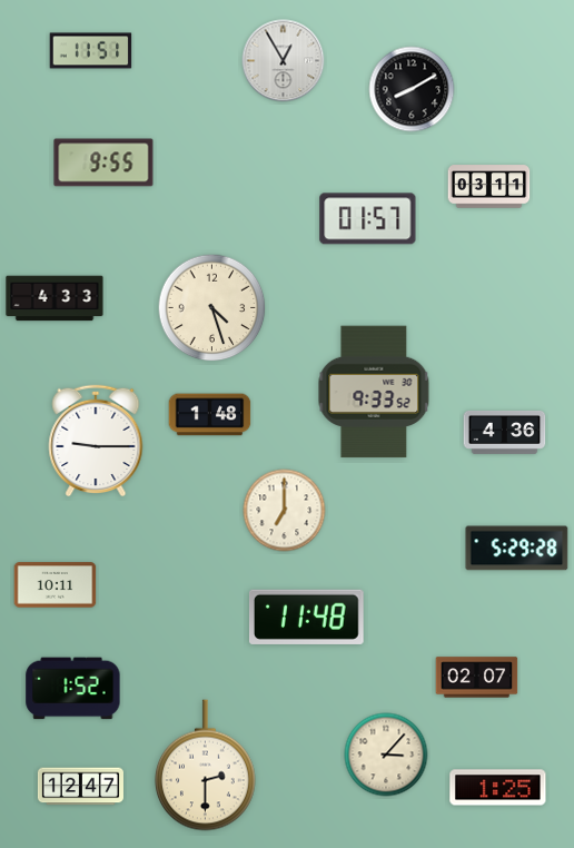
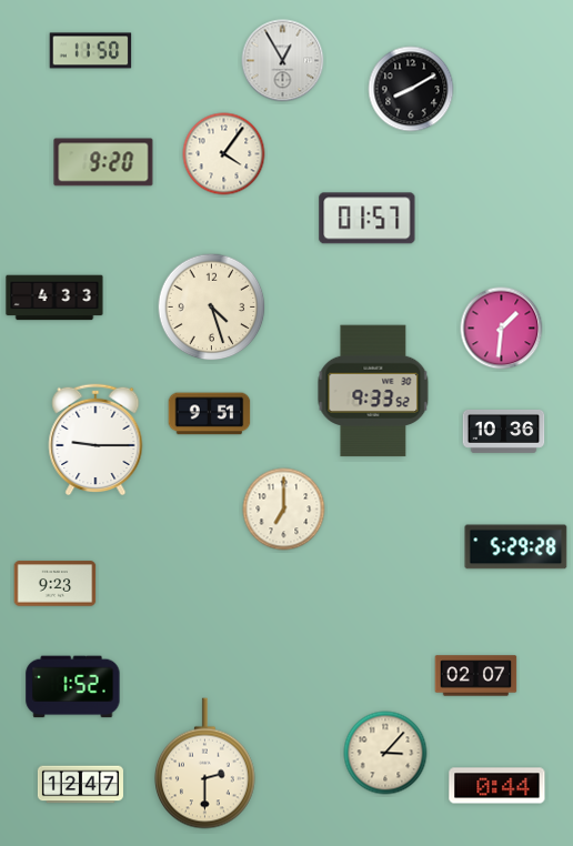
clock at (91, 51): 11:51 -> 11:50
clock at (224, 154): none -> 4:06
clock at (103, 162): 9:55 -> 9:20
clock at (489, 187): 03:11 -> none
clock at (502, 329): none -> 1:31
clock at (210, 415): 1:48 -> 9:51
clock at (505, 432): 4:36 -> 10:36
clock at (56, 585): 10:11 -> 9:23
clock at (306, 617): 11:48 -> none
clock at (498, 788): 1:25 -> 0:44
